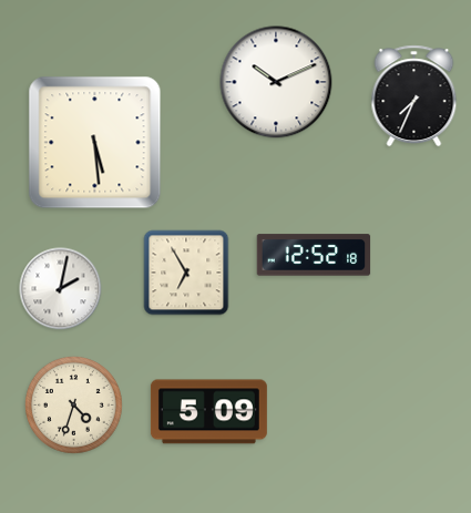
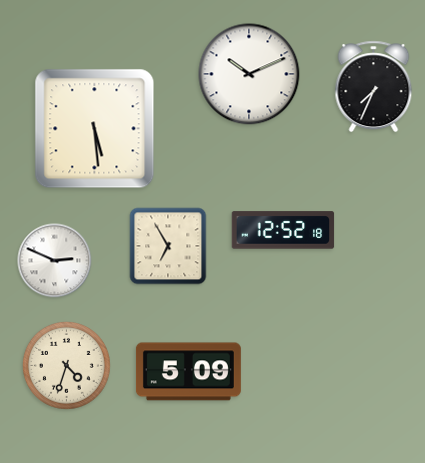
clock at (95, 143) position: (95, 143) -> (95, 129)
clock at (61, 289): 2:02 -> 2:49
